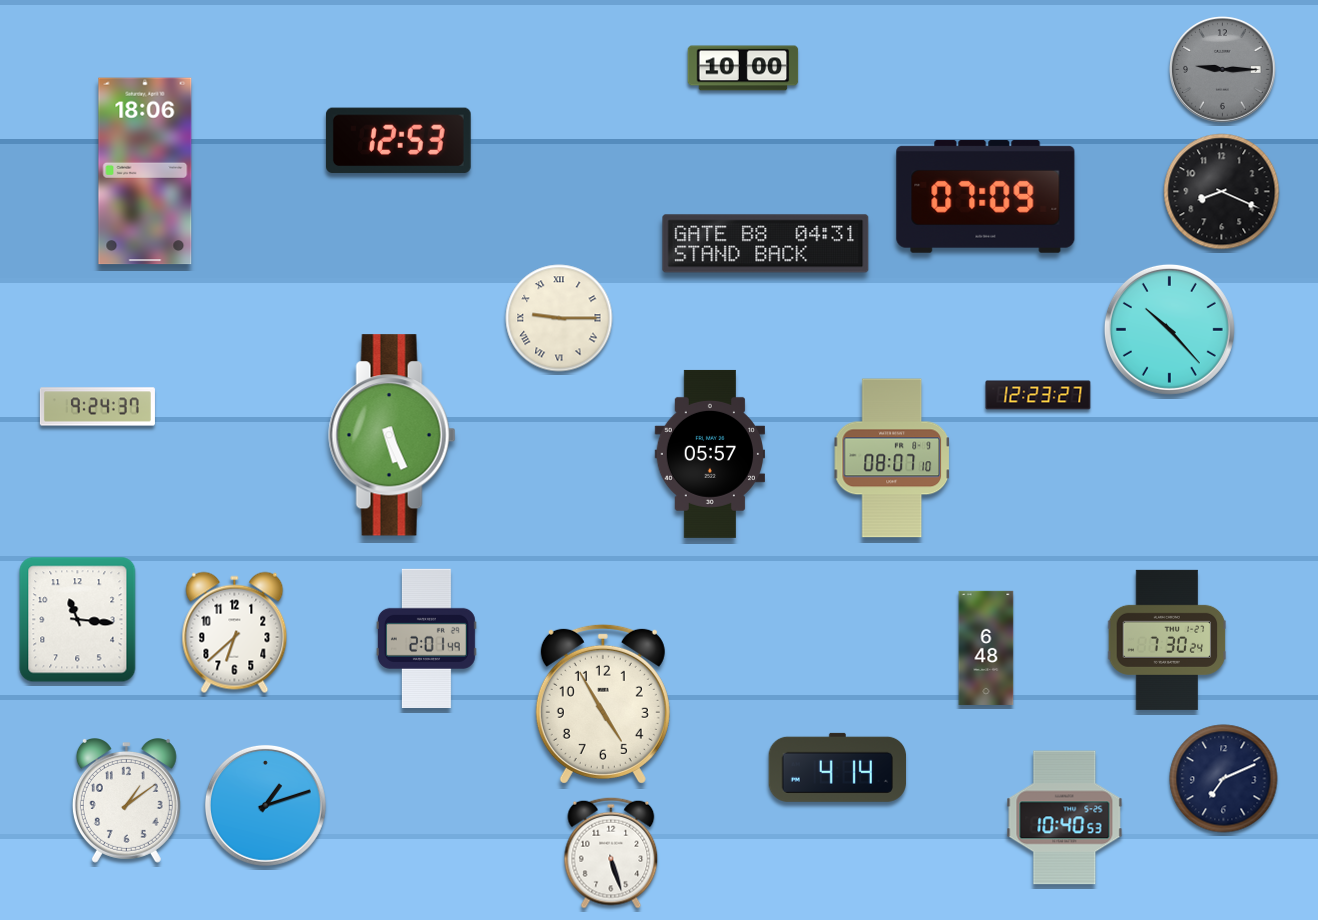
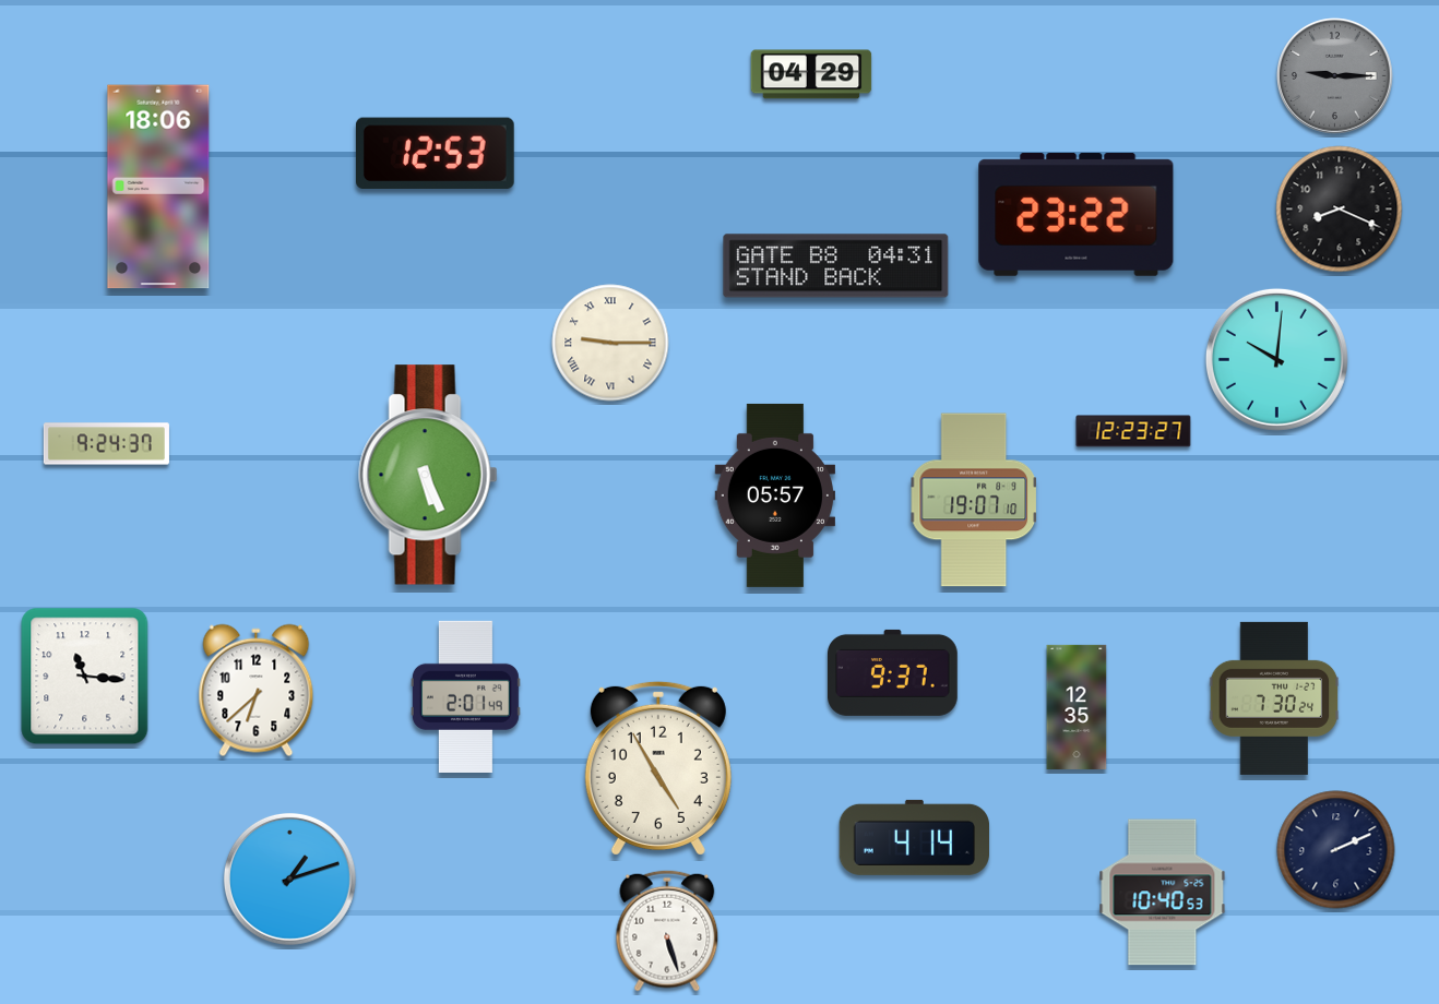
clock at (743, 68): 10:00 -> 04:29
clock at (1222, 192) position: (1222, 192) -> (1340, 210)
clock at (986, 196): 07:09 -> 23:22
clock at (559, 318) position: (559, 318) -> (610, 343)
clock at (1169, 329): 10:23 -> 10:01
clock at (892, 458): 08:07 -> 19:07
clock at (893, 672): none -> 9:37
clock at (986, 648): 6:48 -> 12:35
clock at (1224, 779): 7:11 -> 2:11
clock at (126, 801): 1:09 -> none
